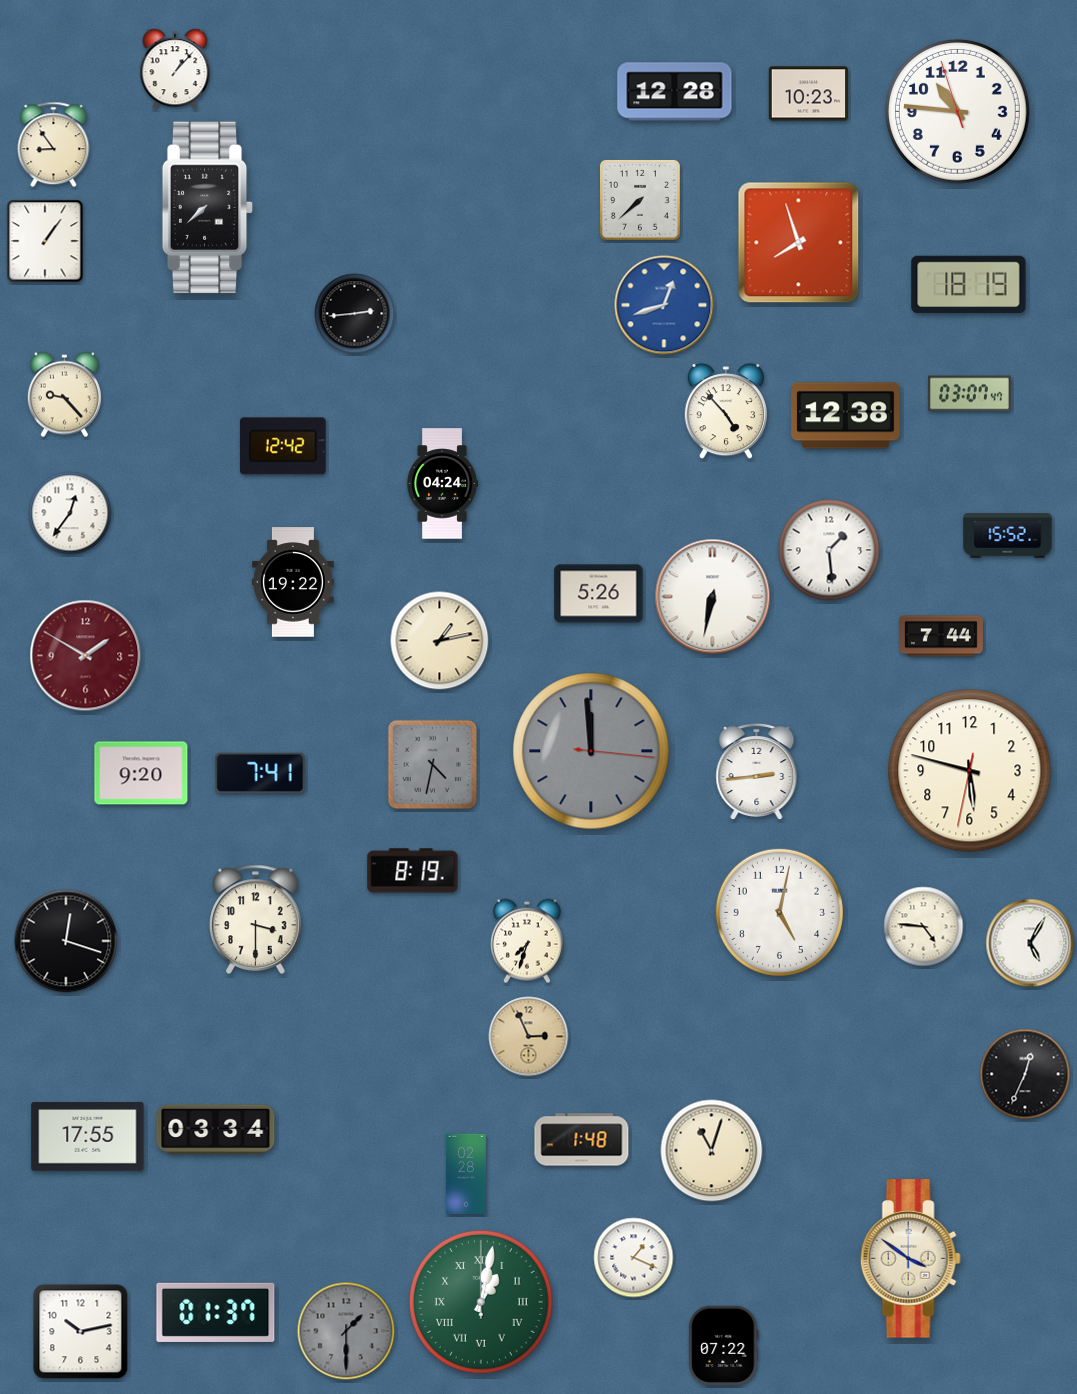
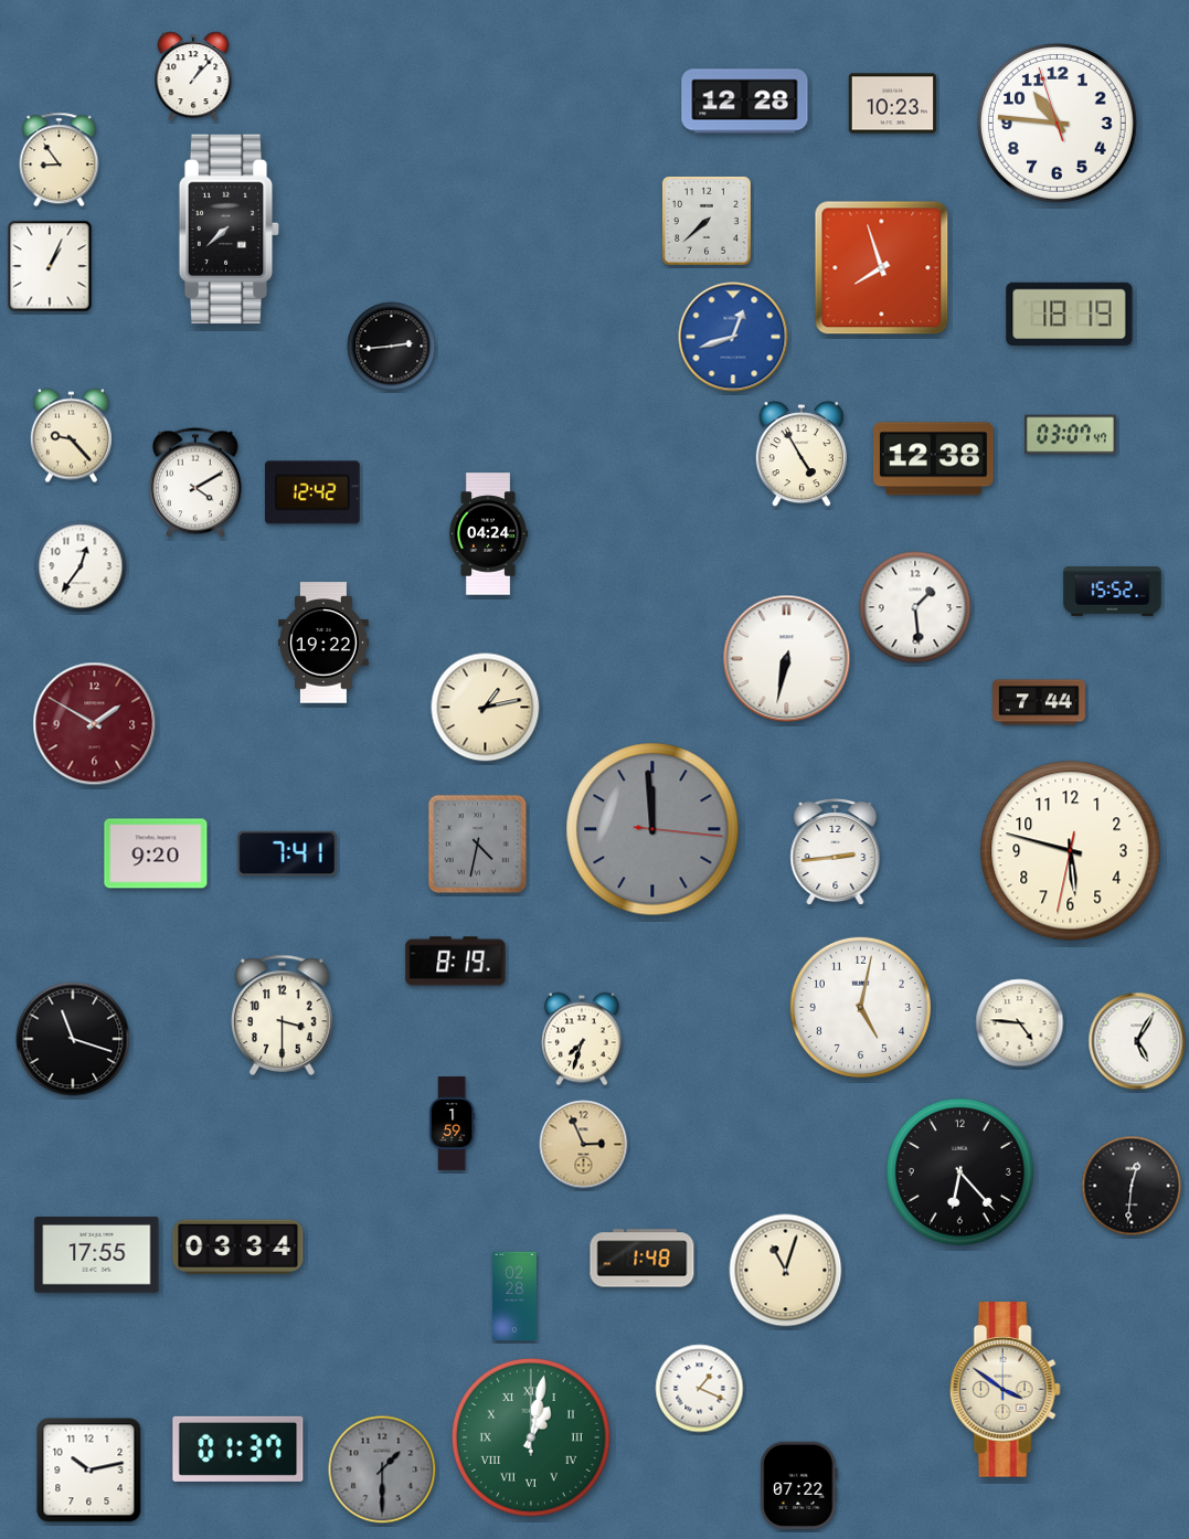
clock at (45, 241): 1:06 -> 1:04
clock at (726, 412): 4:53 -> 4:55
clock at (197, 482): none -> 4:10
clock at (70, 513) position: (70, 513) -> (81, 566)
clock at (599, 594): 5:26 -> none
clock at (66, 941): 12:18 -> 11:18
clock at (453, 1124): none -> 1:59
clock at (959, 1171): none -> 6:23
clock at (1025, 1074): 12:34 -> 12:31
